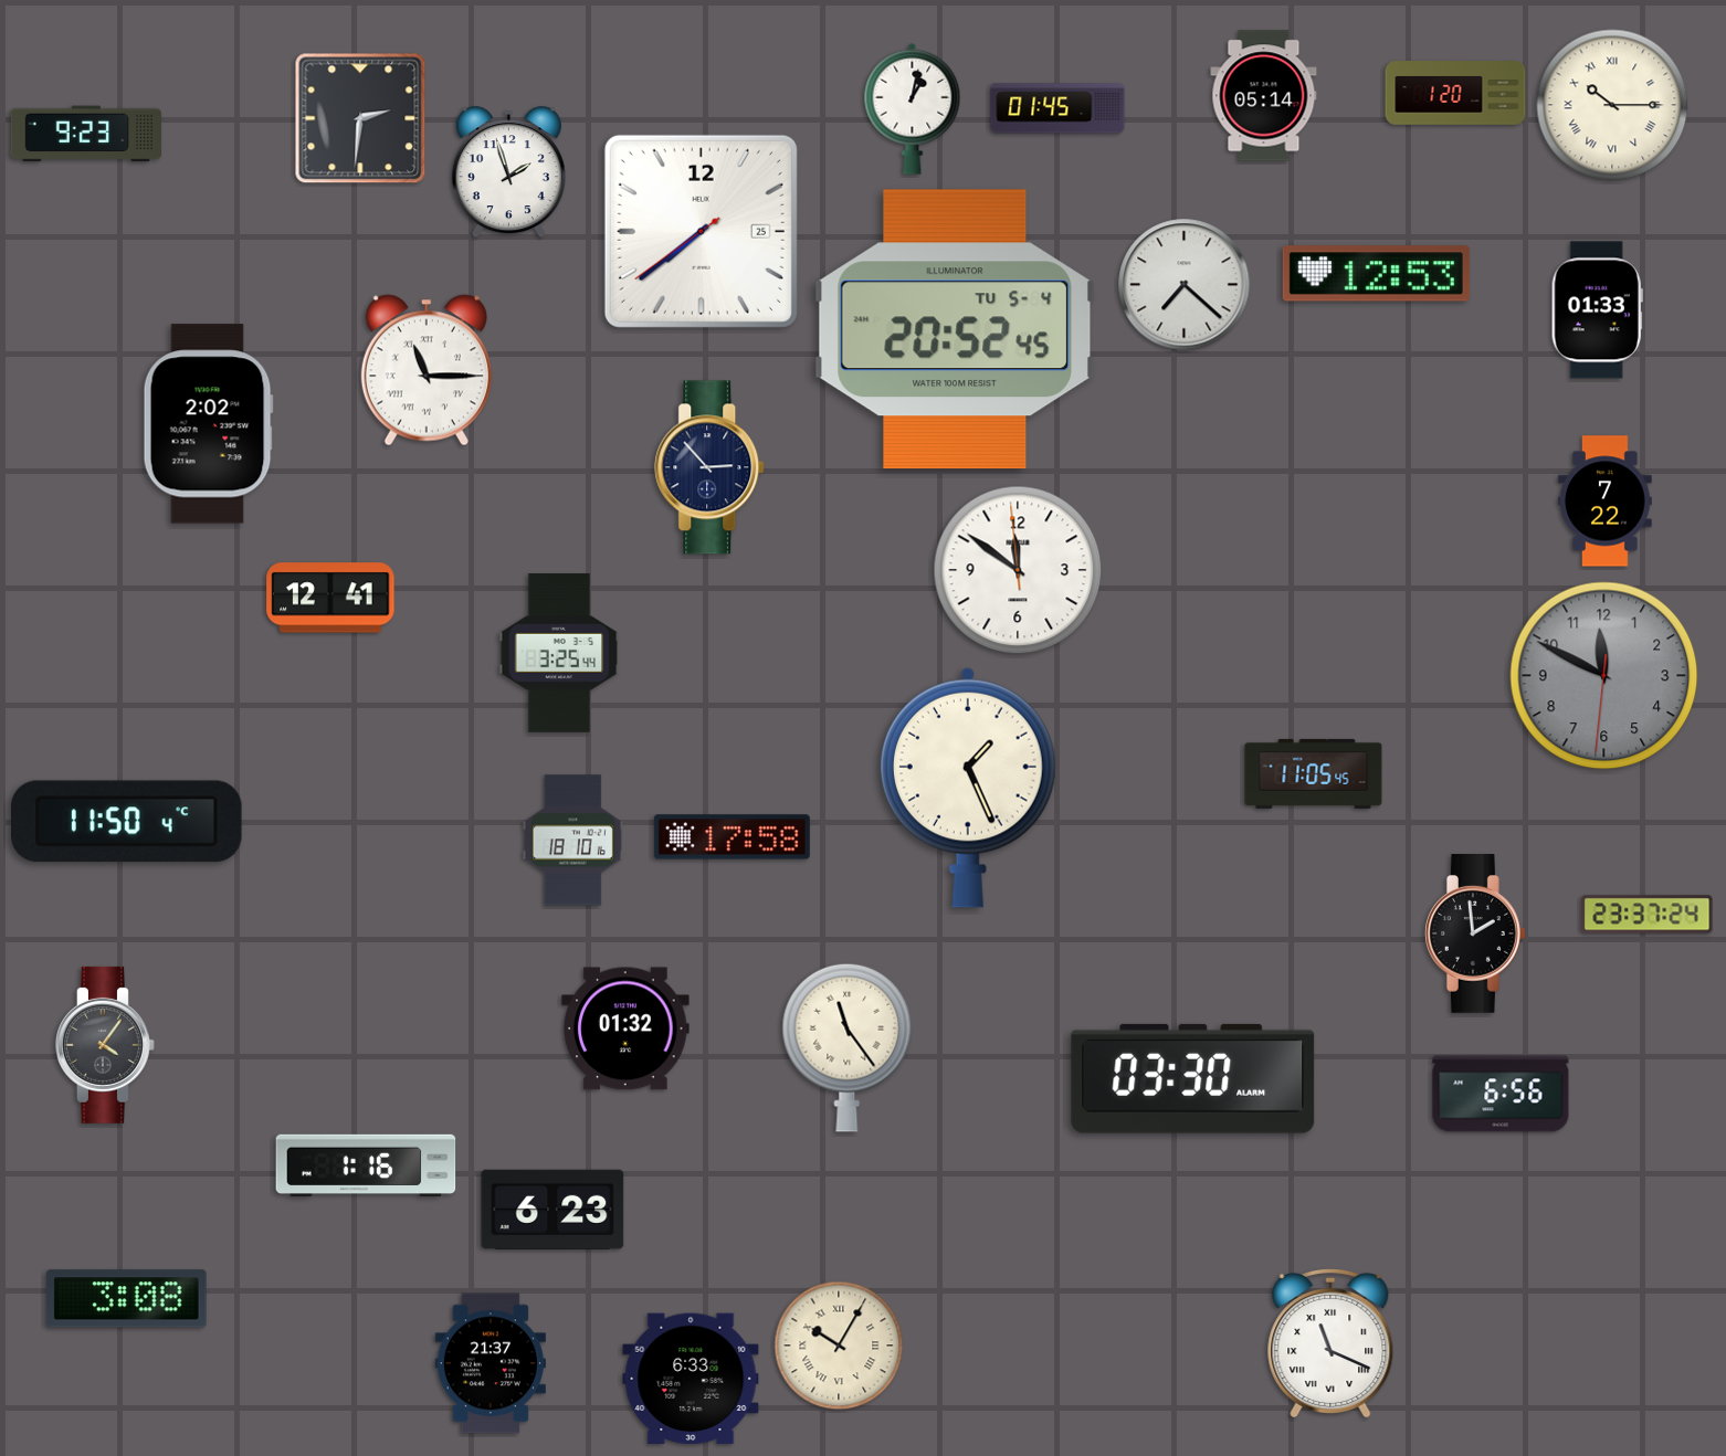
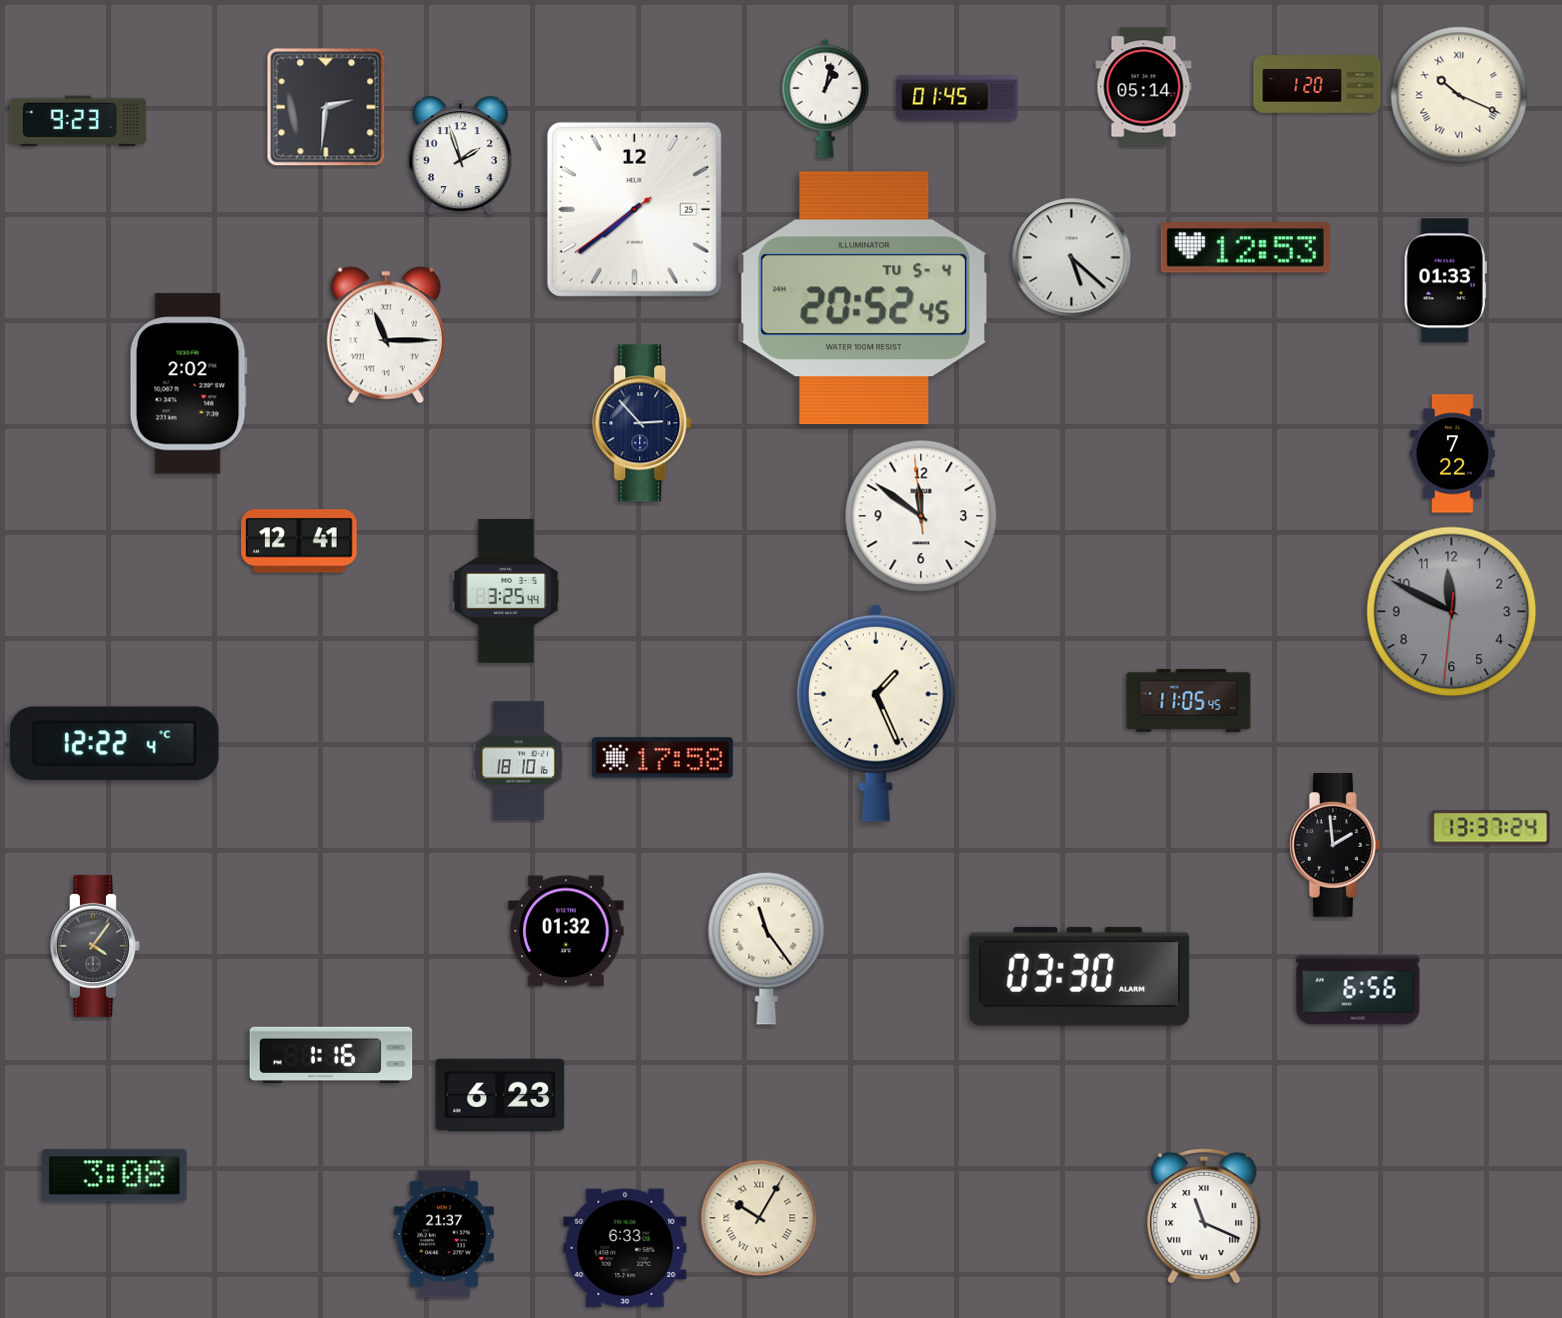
clock at (1612, 105): 10:15 -> 10:19
clock at (1185, 285): 7:22 -> 5:22
clock at (127, 822): 11:50 -> 12:22
clock at (1648, 915): 23:37 -> 13:37
